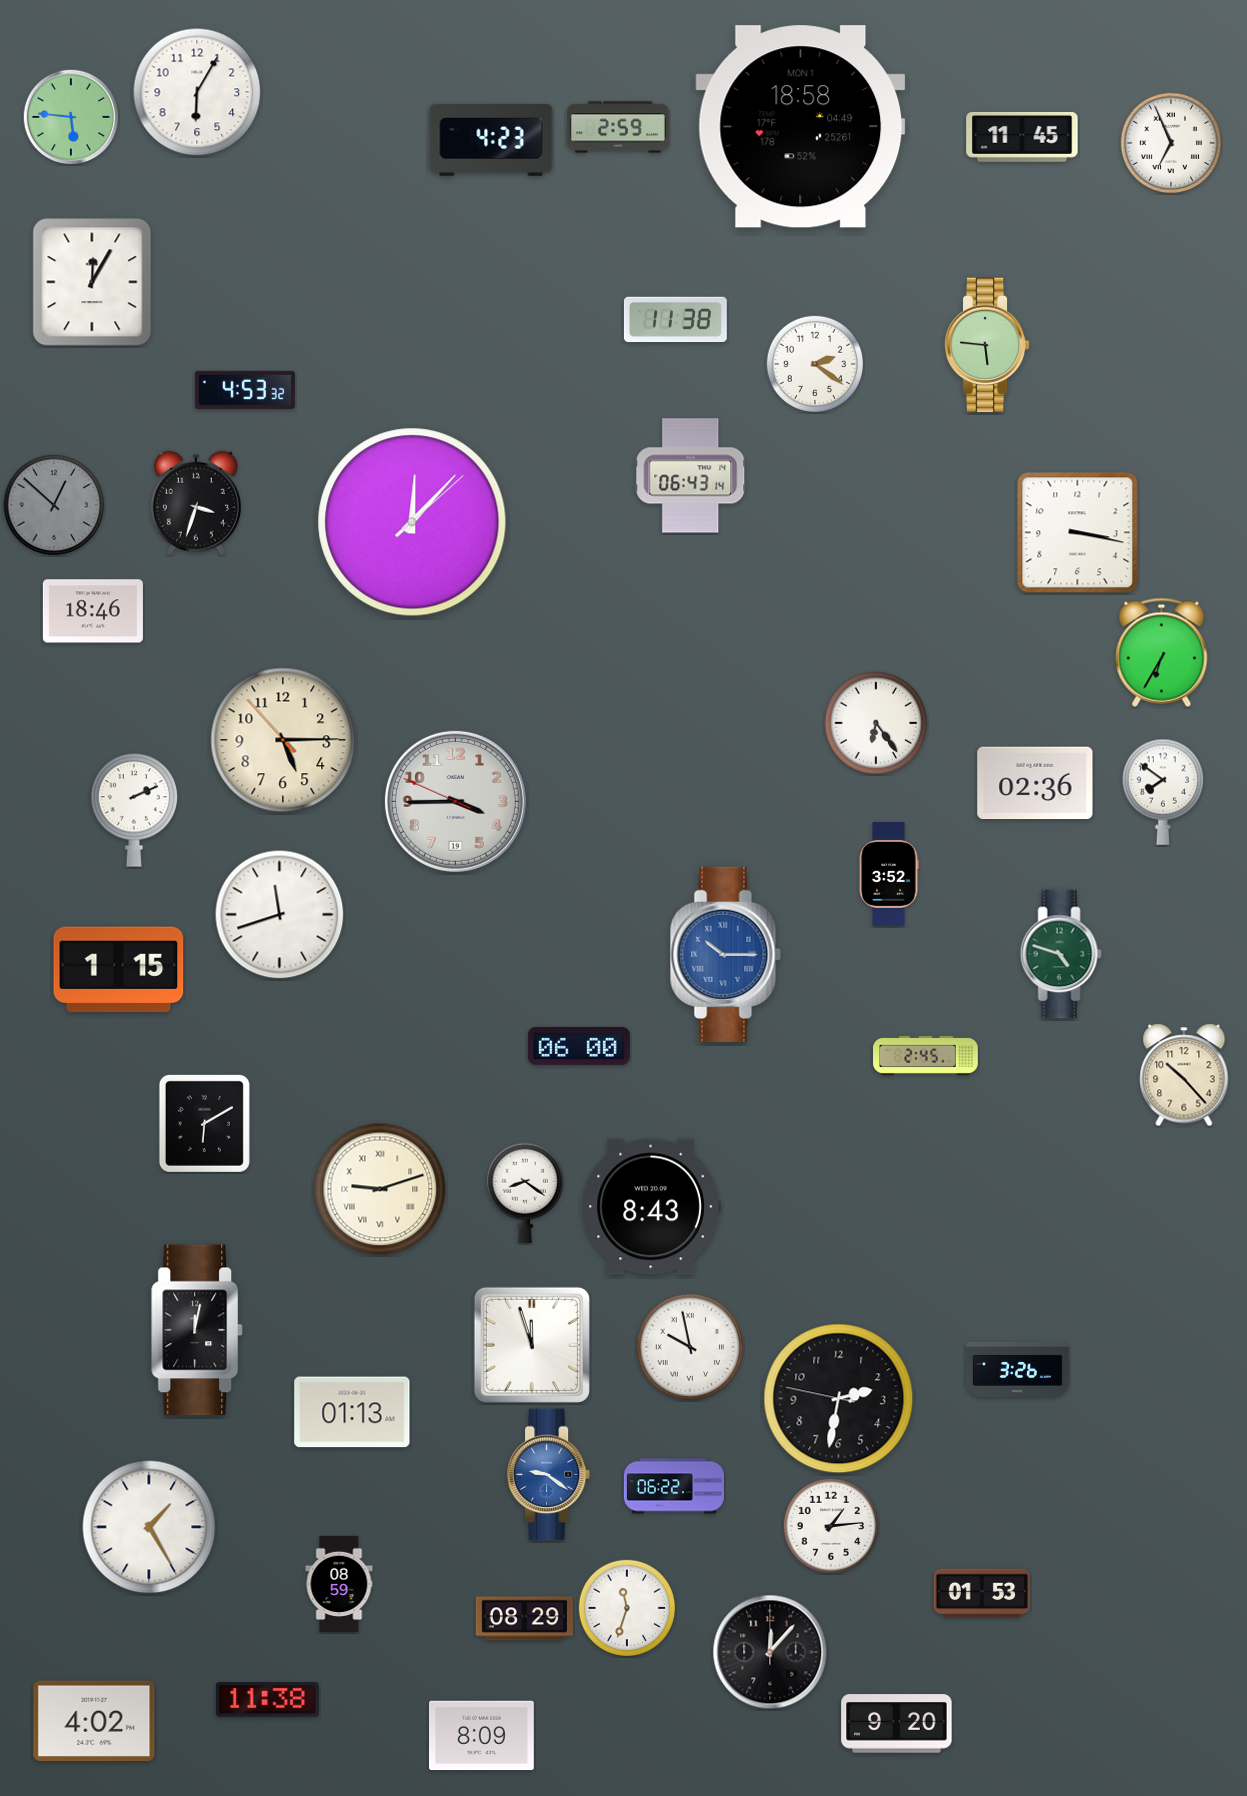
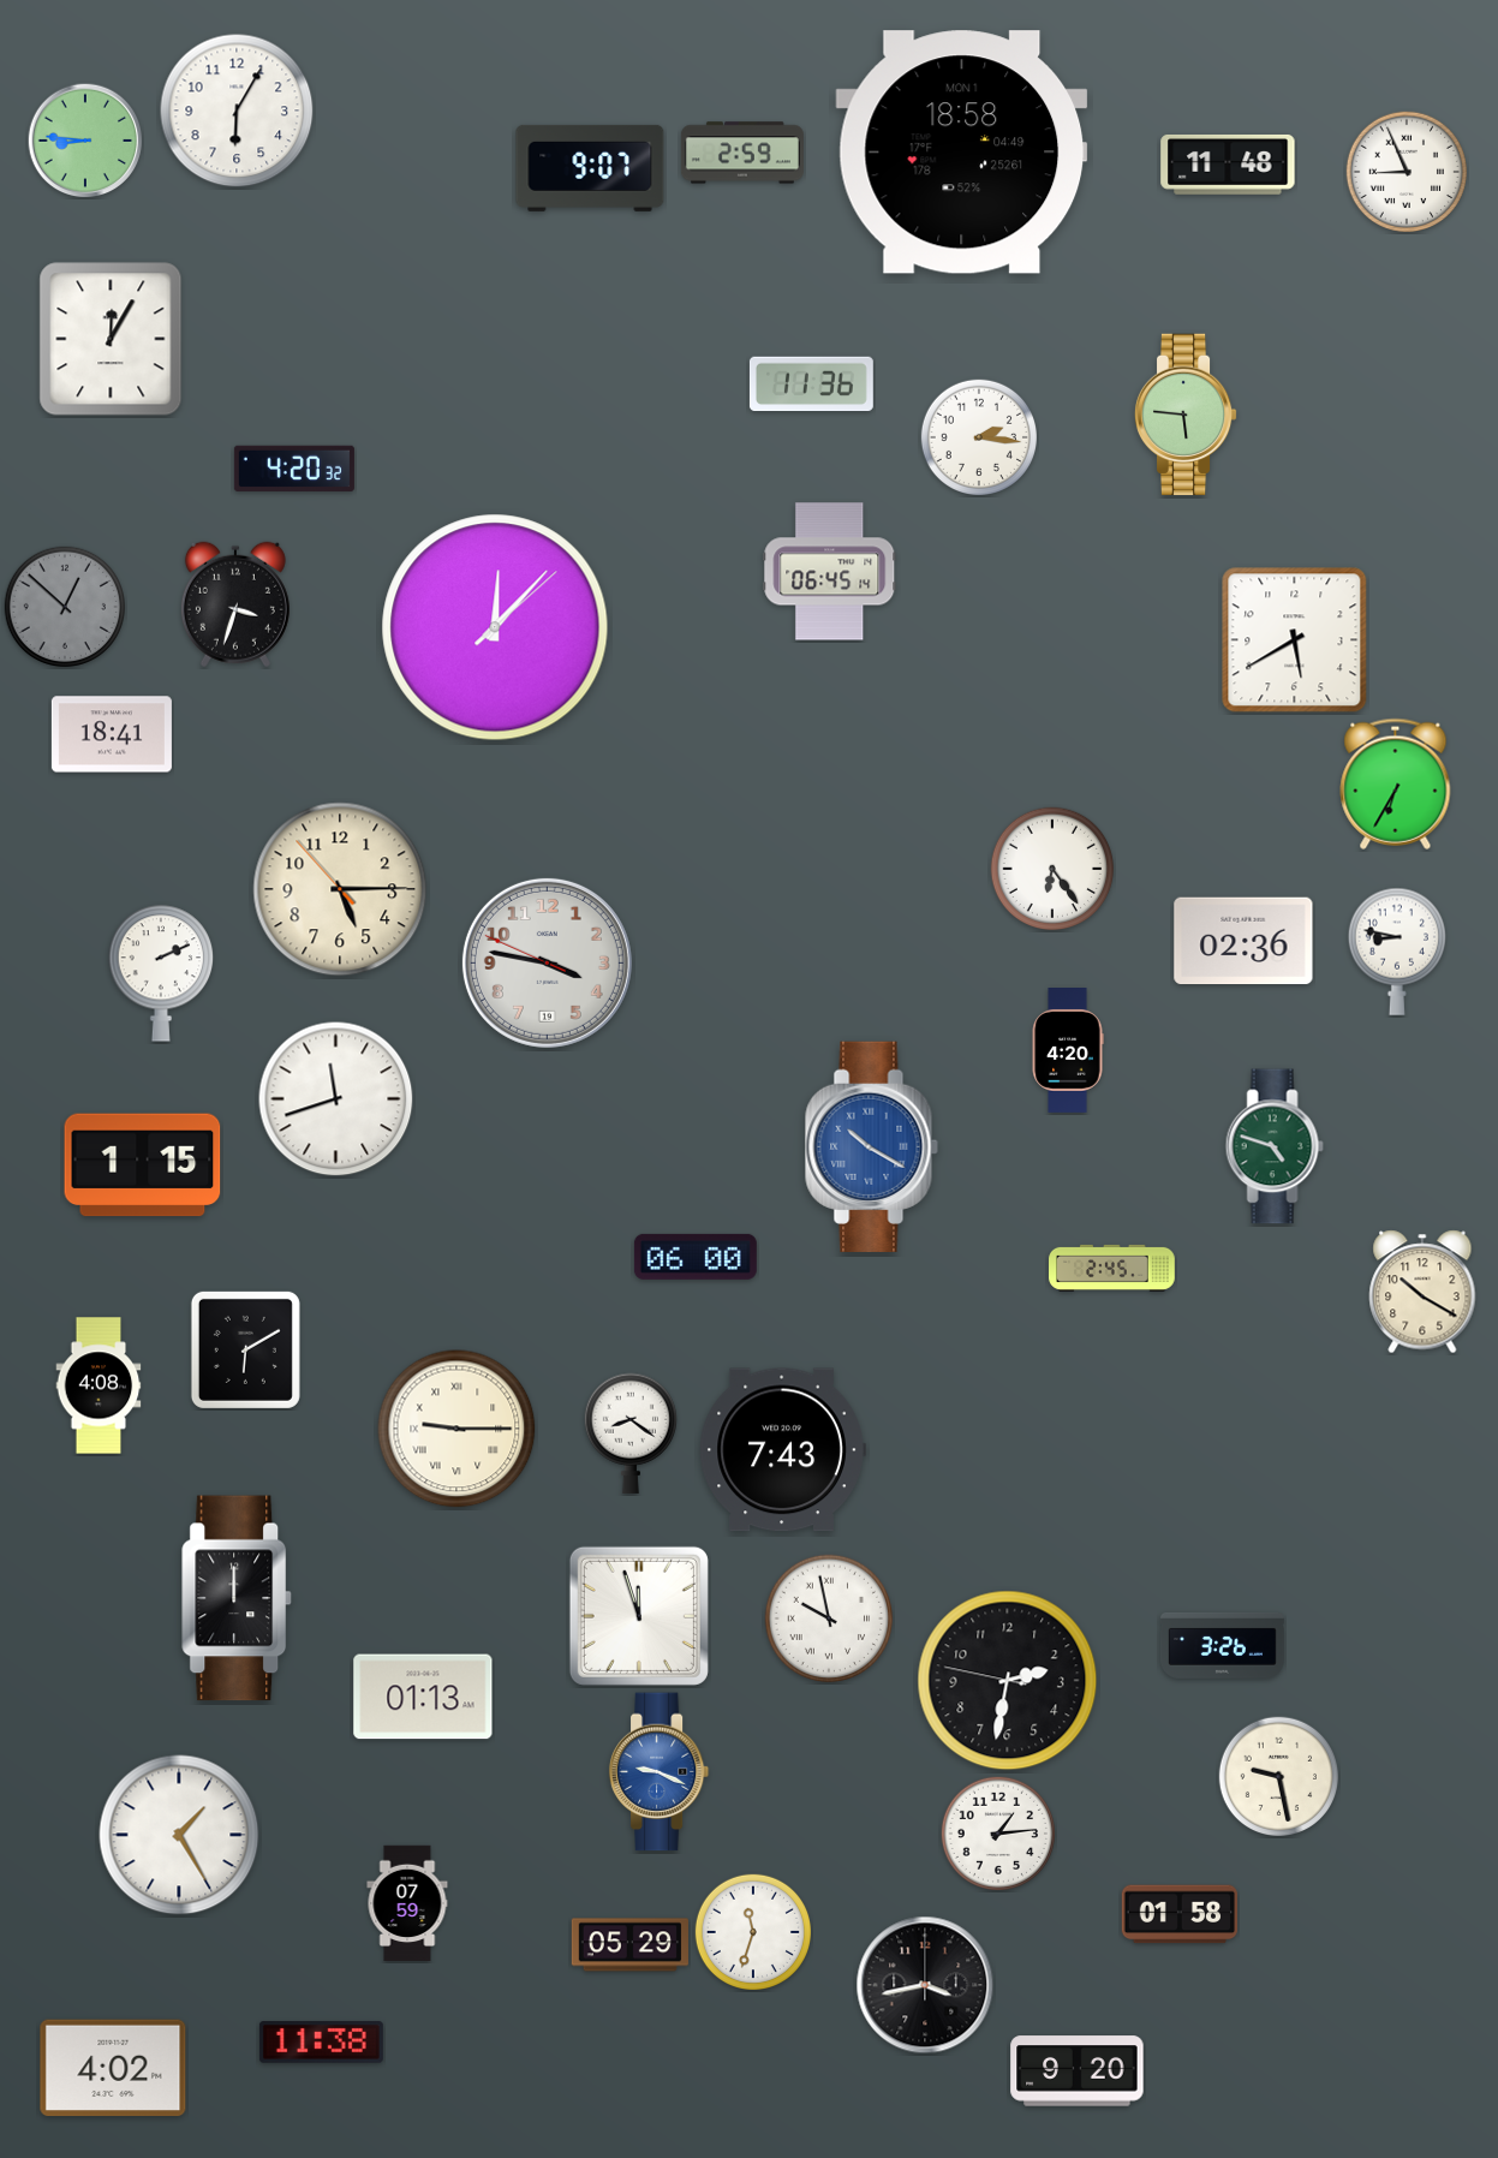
clock at (71, 117): 5:46 -> 8:46
clock at (1022, 137): 11:45 -> 11:48
clock at (491, 140): 4:23 -> 9:07
clock at (1171, 143): 6:56 -> 8:56
clock at (675, 320): 11:38 -> 11:36
clock at (814, 363): 2:21 -> 2:16
clock at (245, 389): 4:53 -> 4:20
clock at (691, 476): 06:43 -> 06:45
clock at (1078, 533): 3:17 -> 5:40
clock at (93, 611): 18:46 -> 18:41
clock at (1162, 792): 7:51 -> 8:47
clock at (455, 801): 3:44 -> 3:46
clock at (889, 875): 3:52 -> 4:20
clock at (725, 954): 10:15 -> 10:20
clock at (1184, 1075): 10:23 -> 10:20
clock at (99, 1385): none -> 4:08
clock at (380, 1189): 9:12 -> 9:15
clock at (651, 1207): 8:43 -> 7:43
clock at (198, 1330): 12:02 -> 12:00
clock at (549, 1475): 9:21 -> 9:19
clock at (1278, 1776): none -> 9:28
clock at (674, 1486): 06:22 -> none
clock at (339, 1584): 08:59 -> 07:59
clock at (981, 1593): 01:53 -> 01:58
clock at (524, 1619): 08:29 -> 05:29
clock at (770, 1652): 12:07 -> 3:43
clock at (482, 1736): 8:09 -> none
